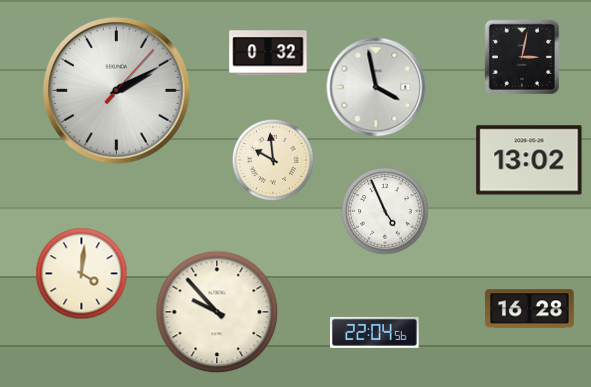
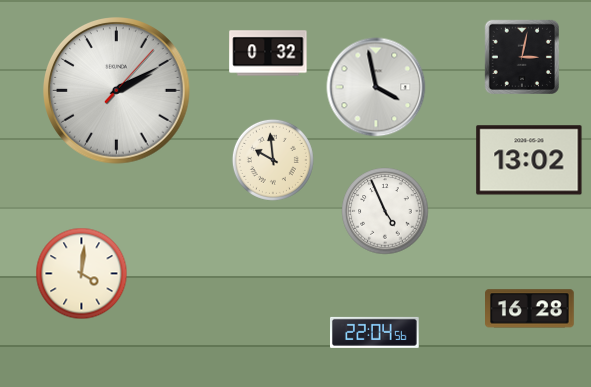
clock at (217, 312): 9:53 -> none
